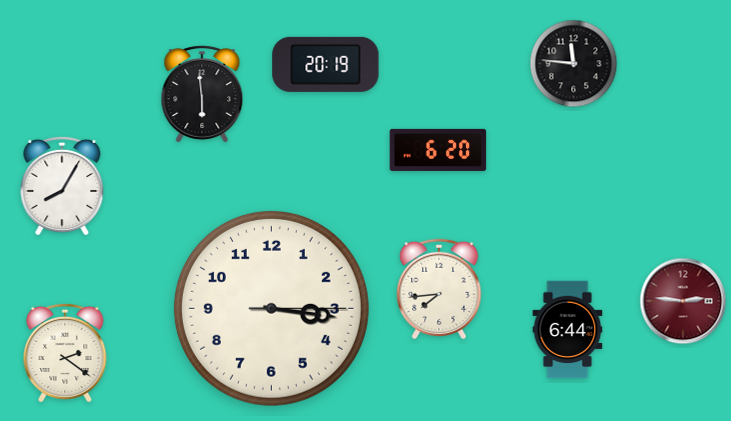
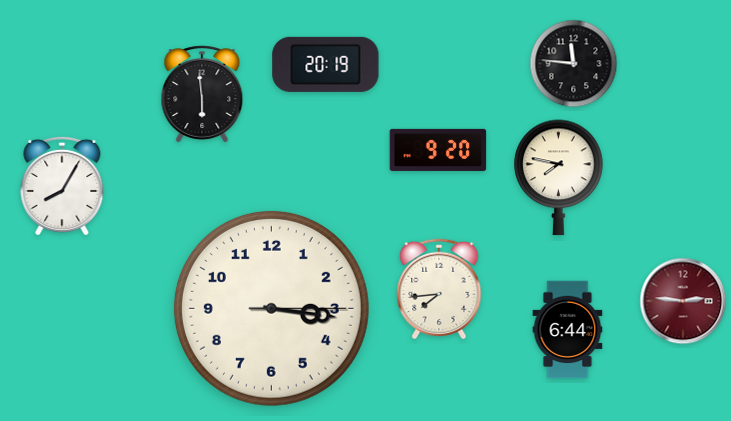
clock at (438, 150): 6:20 -> 9:20
clock at (559, 178): none -> 7:47
clock at (65, 353): 2:21 -> none
